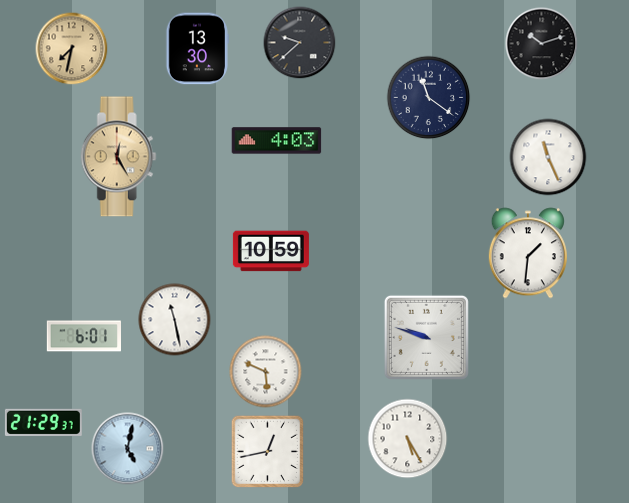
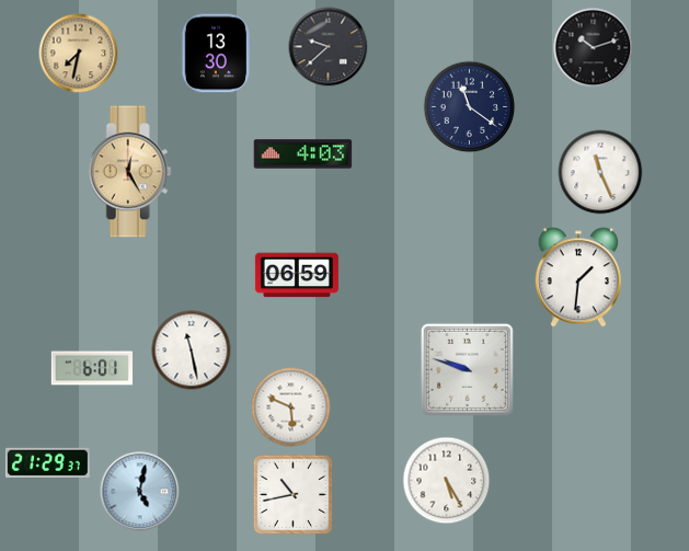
clock at (271, 251): 10:59 -> 06:59
clock at (268, 452): 12:43 -> 10:43
